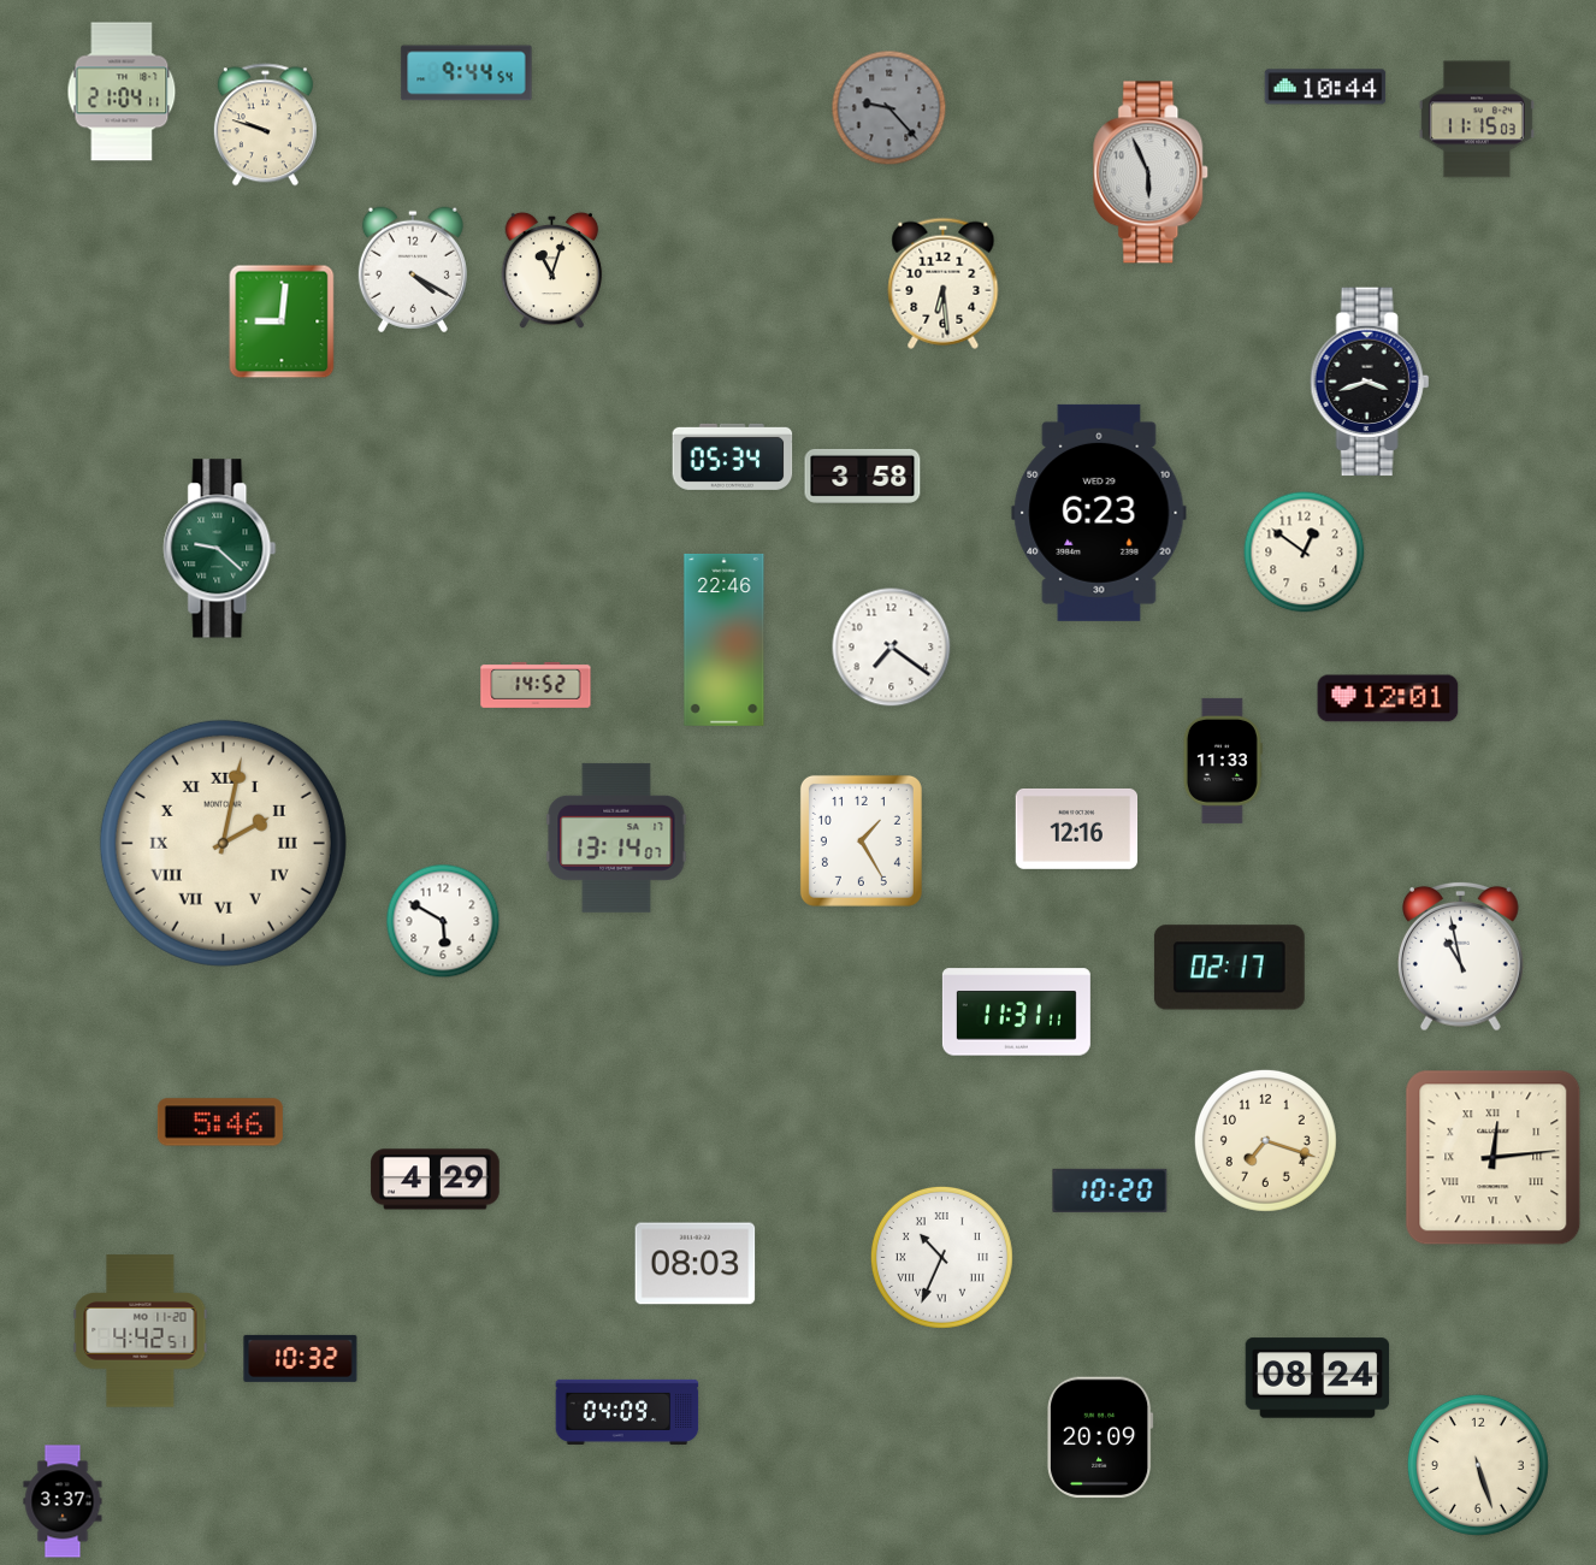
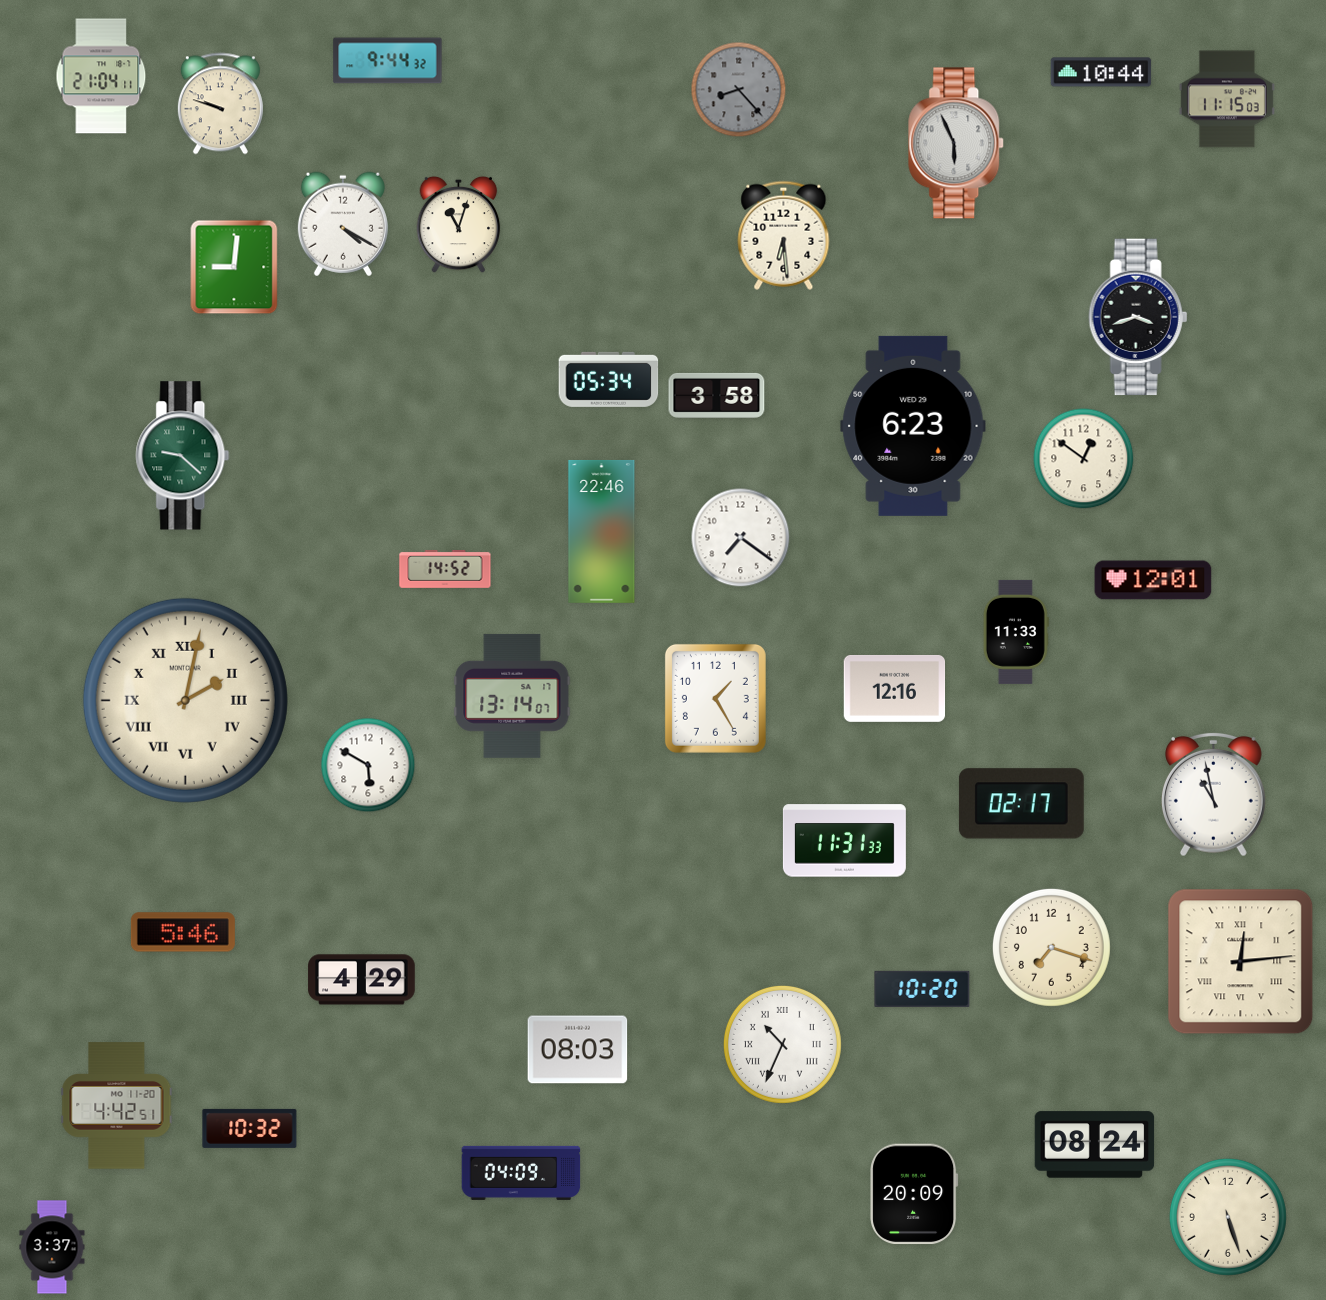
clock at (467, 73): 9:44:54 -> 9:44:32
clock at (889, 108): 9:23 -> 8:23
clock at (1016, 1012): 11:31:11 -> 11:31:33
